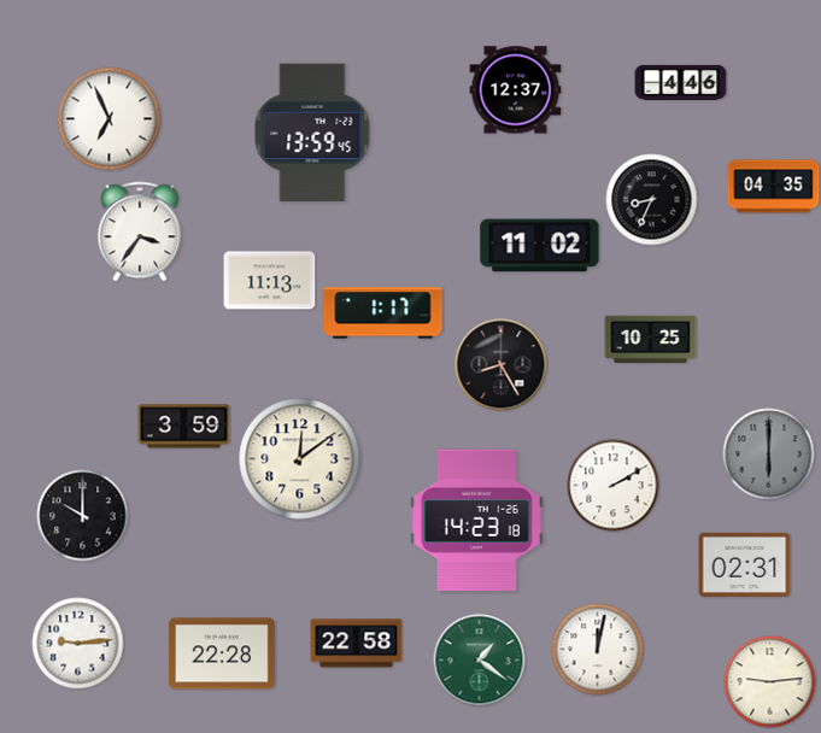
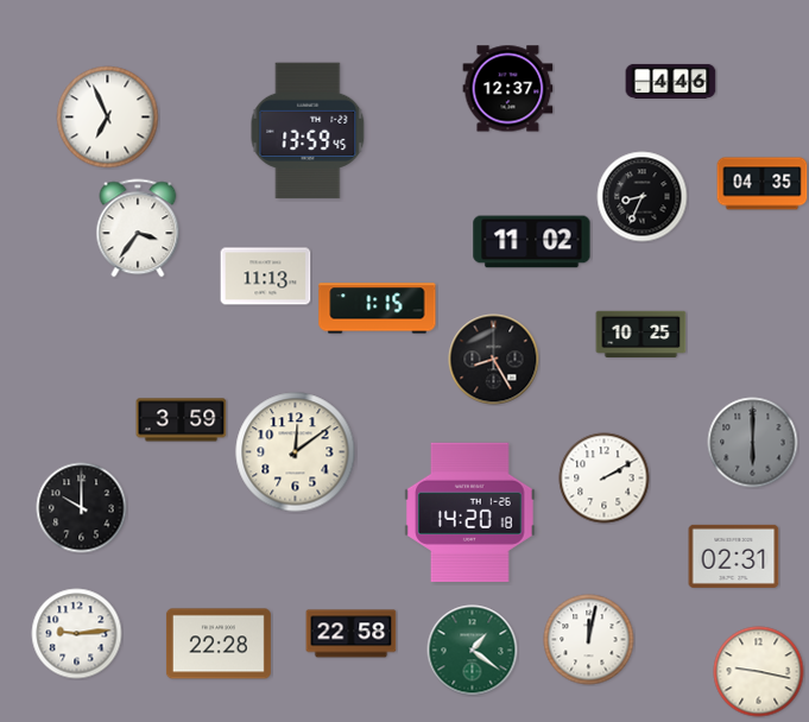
clock at (383, 313): 1:17 -> 1:15
clock at (769, 455) position: (769, 455) -> (753, 443)
clock at (477, 520): 14:23 -> 14:20
clock at (770, 682): 9:14 -> 9:17
